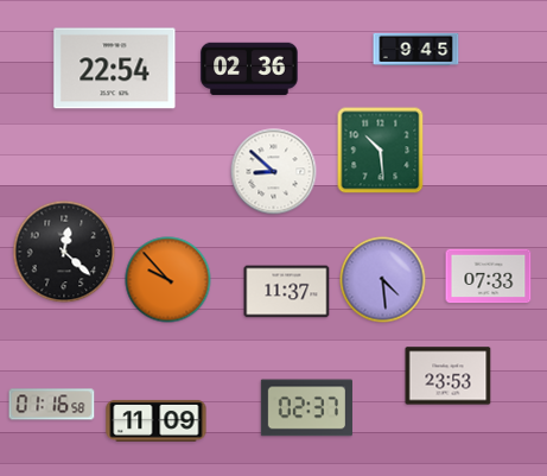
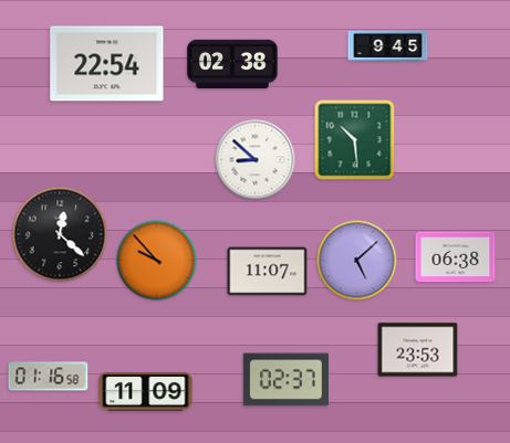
clock at (249, 69): 02:36 -> 02:38
clock at (489, 277): 07:33 -> 06:38
clock at (383, 280): 4:29 -> 5:08
clock at (287, 292): 11:37 -> 11:07
